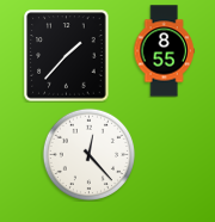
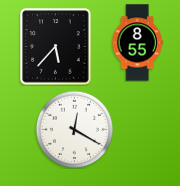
clock at (67, 56): 1:37 -> 5:37
clock at (88, 154): 12:23 -> 12:20
